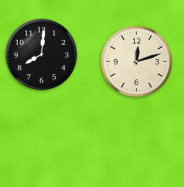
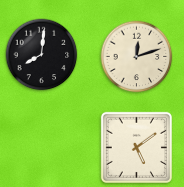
clock at (137, 62) position: (137, 62) -> (137, 57)
clock at (136, 147): none -> 5:09
